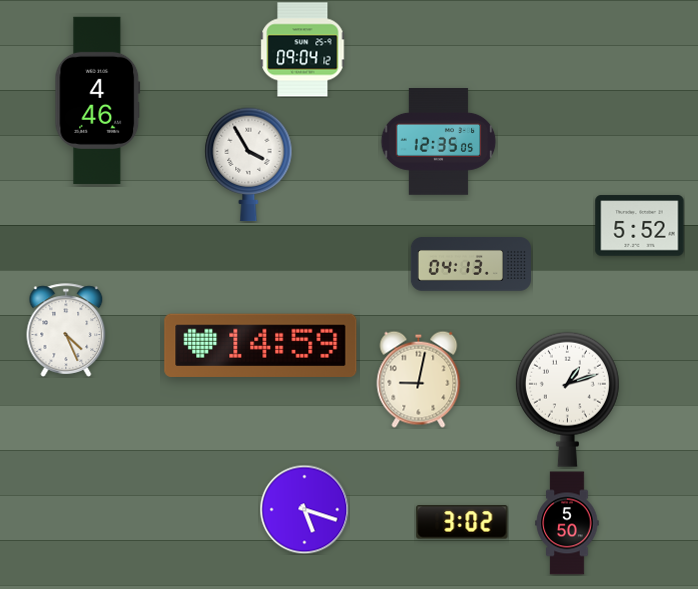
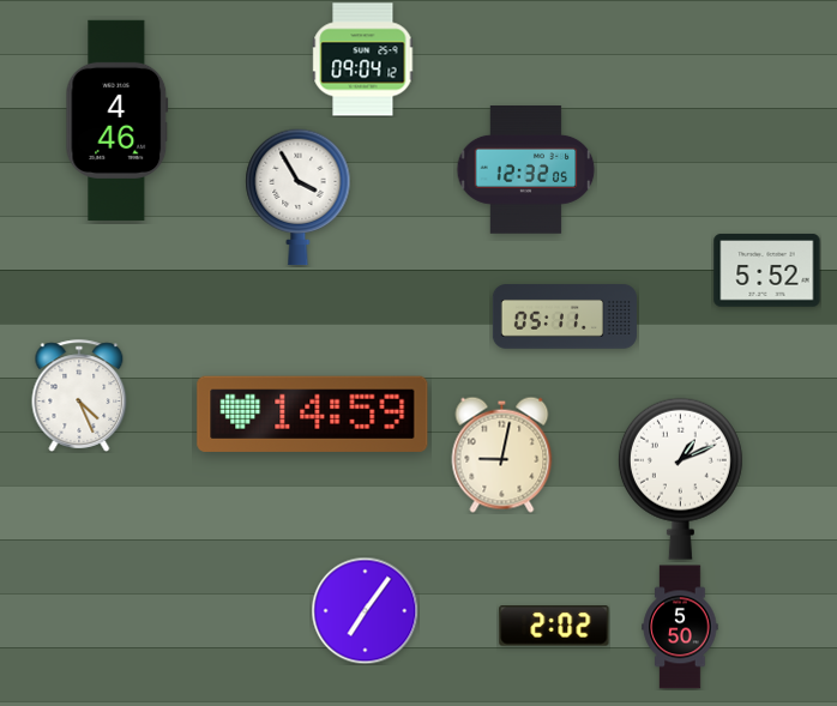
clock at (439, 142): 12:35 -> 12:32
clock at (471, 264): 04:13 -> 05:11
clock at (567, 399): 1:12 -> 1:11
clock at (304, 509): 5:18 -> 7:06
clock at (462, 522): 3:02 -> 2:02
